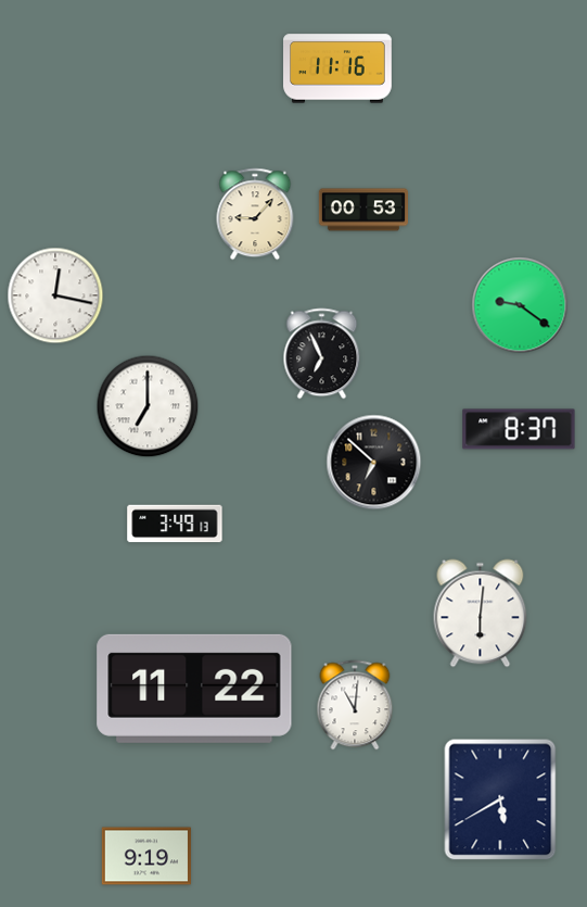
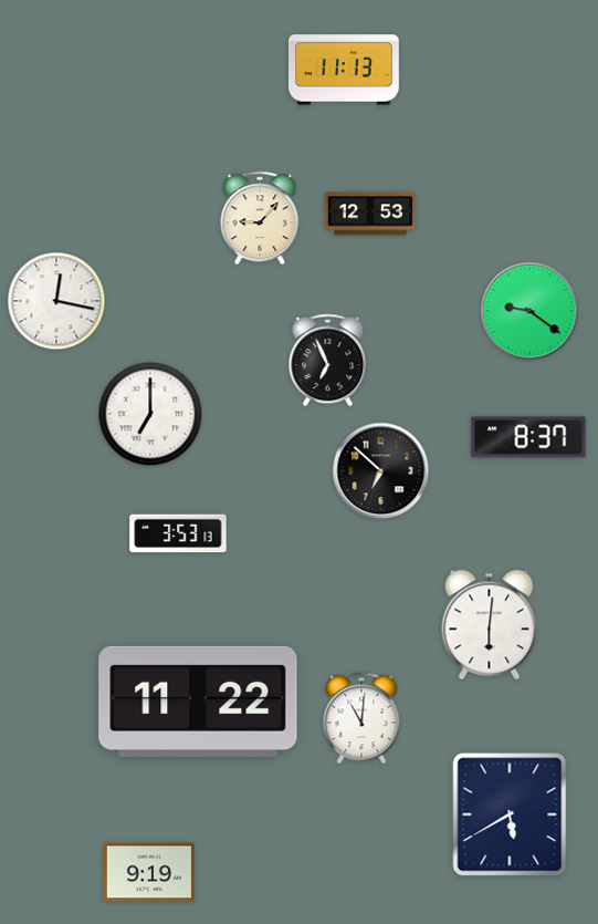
clock at (339, 68): 11:16 -> 11:13
clock at (362, 210): 00:53 -> 12:53
clock at (175, 524): 3:49 -> 3:53
